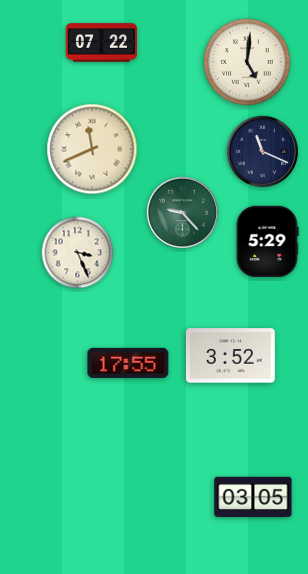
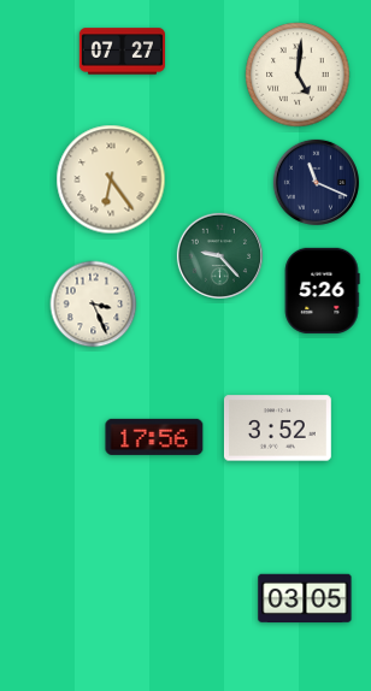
clock at (101, 43): 07:22 -> 07:27
clock at (92, 149): 11:41 -> 6:24
clock at (267, 241): 5:29 -> 5:26
clock at (128, 363): 17:55 -> 17:56
